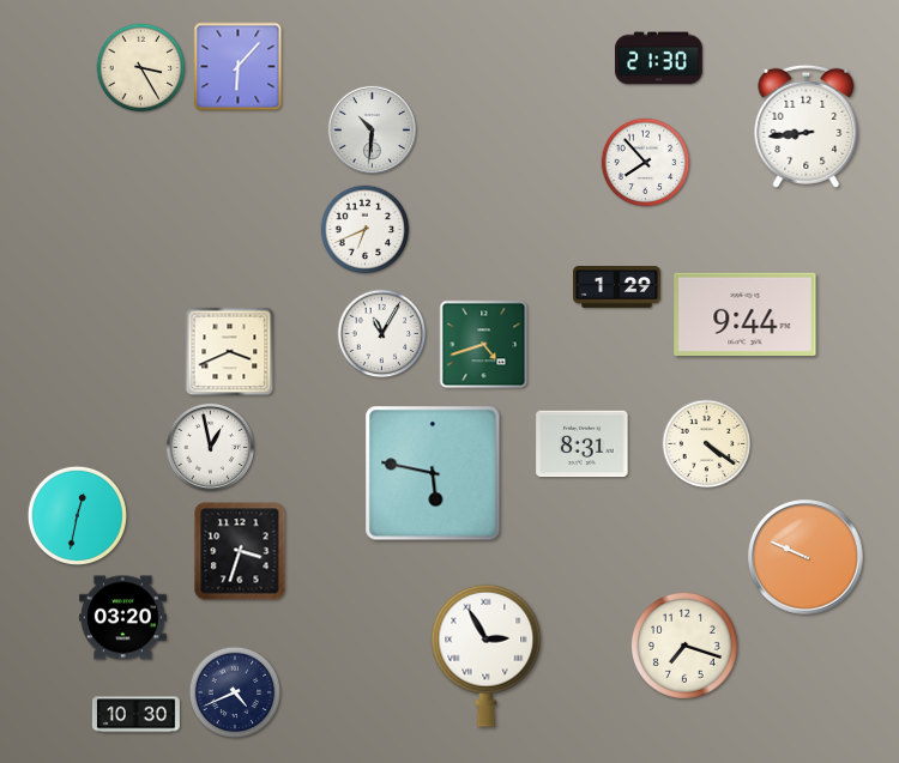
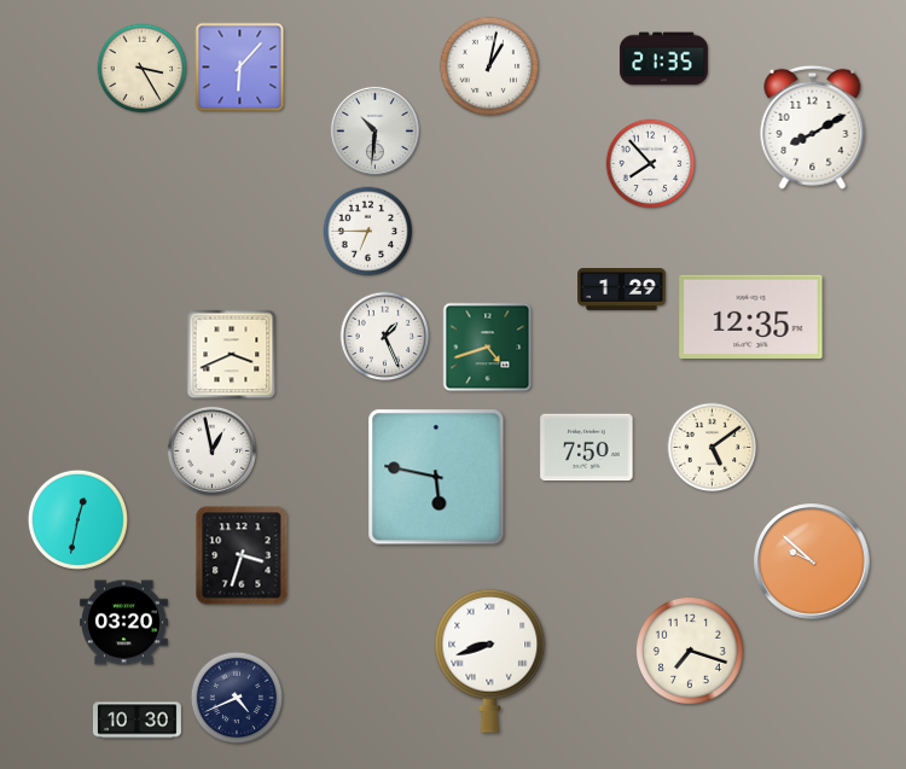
clock at (658, 59): 21:30 -> 21:35
clock at (489, 66): none -> 1:02
clock at (807, 126): 8:44 -> 8:10
clock at (366, 230): 6:41 -> 6:45
clock at (746, 314): 9:44 -> 12:35
clock at (382, 334): 11:05 -> 1:26
clock at (583, 444): 8:31 -> 7:50
clock at (707, 444): 4:21 -> 5:09
clock at (807, 558): 9:49 -> 9:52
clock at (487, 655): 2:55 -> 8:42
